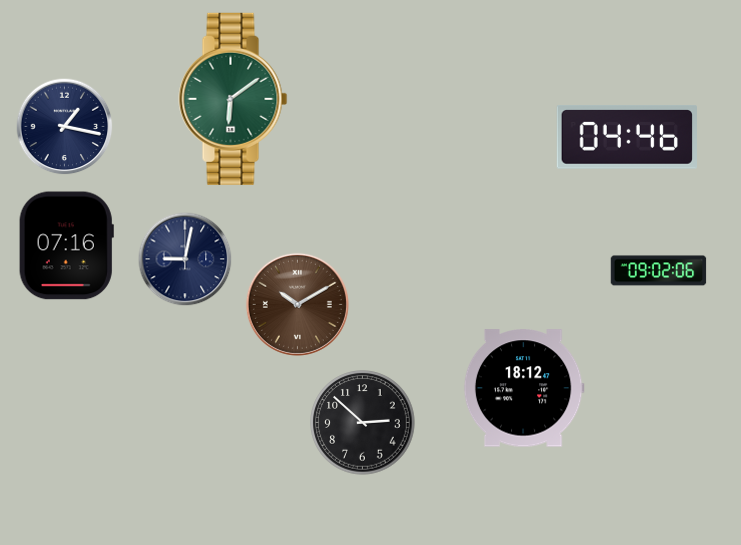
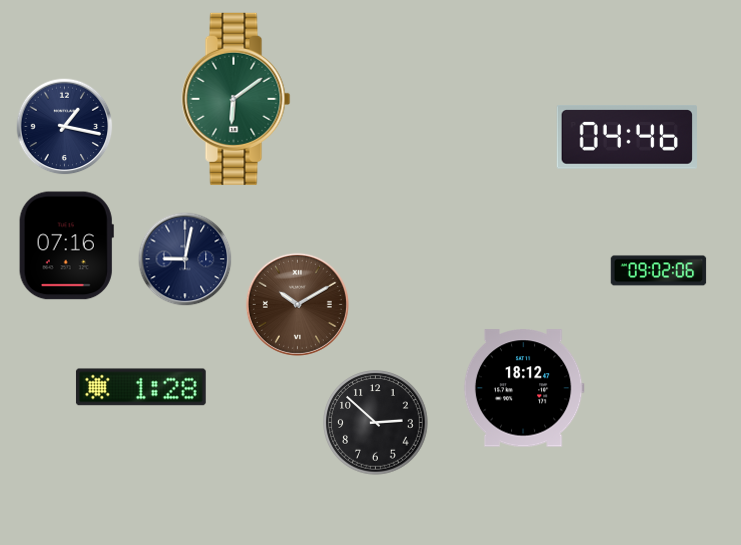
clock at (233, 99) position: (233, 99) -> (236, 99)
clock at (141, 387): none -> 1:28
clock at (363, 423) position: (363, 423) -> (376, 423)
